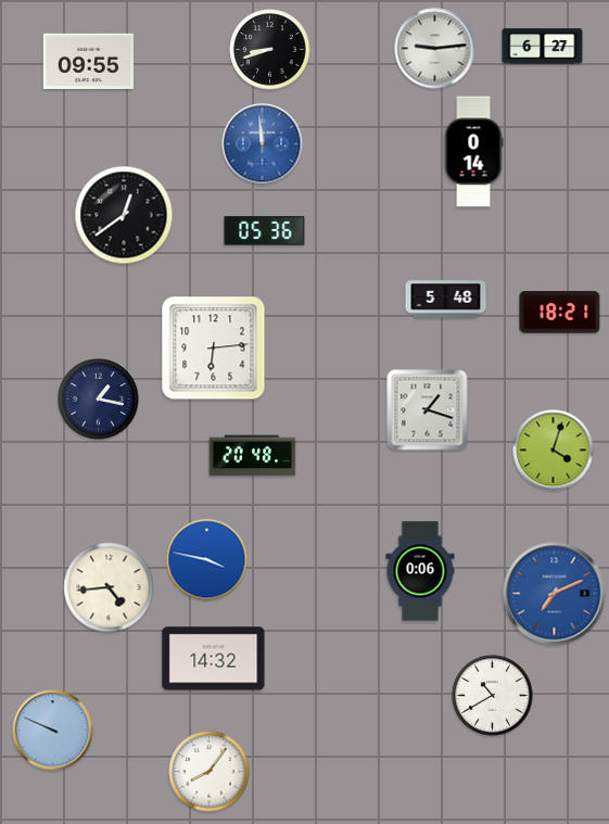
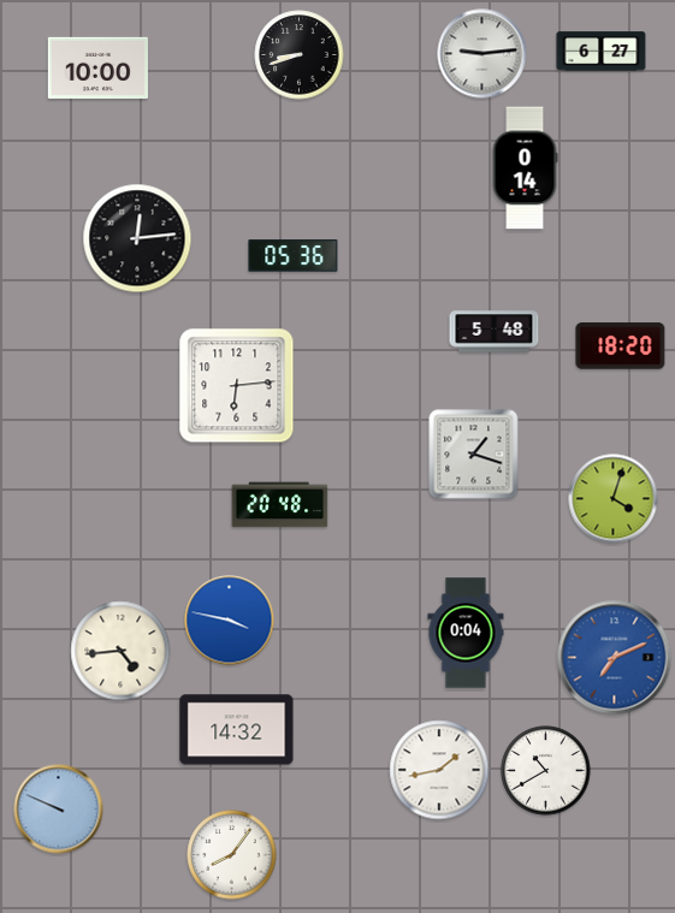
clock at (88, 61): 09:55 -> 10:00
clock at (263, 144): 11:59 -> none
clock at (124, 215): 12:39 -> 12:14
clock at (560, 313): 18:21 -> 18:20
clock at (99, 400): 1:17 -> none
clock at (420, 571): 0:06 -> 0:04
clock at (439, 770): none -> 1:43
